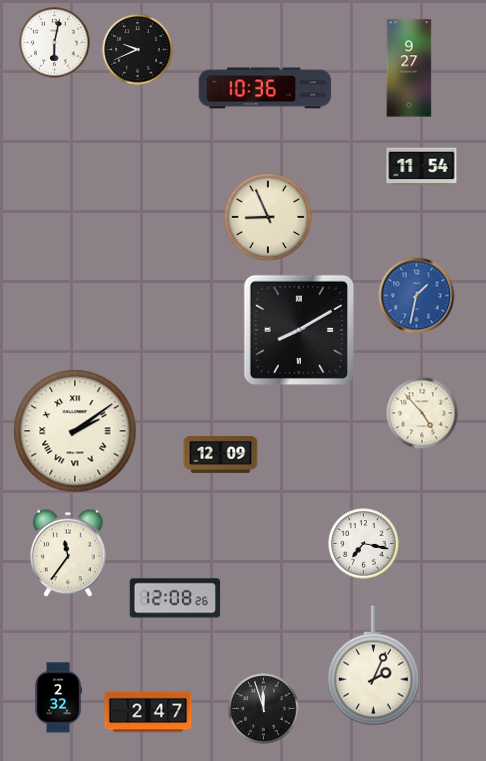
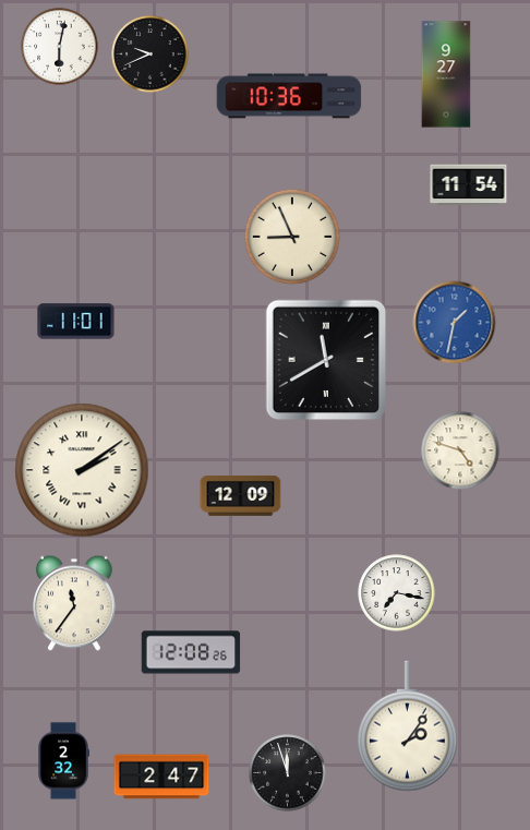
clock at (422, 167) position: (422, 167) -> (469, 185)
clock at (76, 322): none -> 11:01
clock at (299, 330): 8:10 -> 11:40
clock at (422, 413): 4:53 -> 4:48
clock at (374, 666): 2:04 -> 2:06
